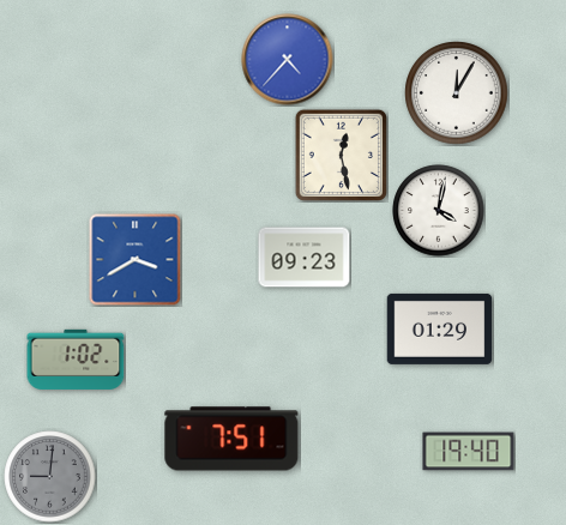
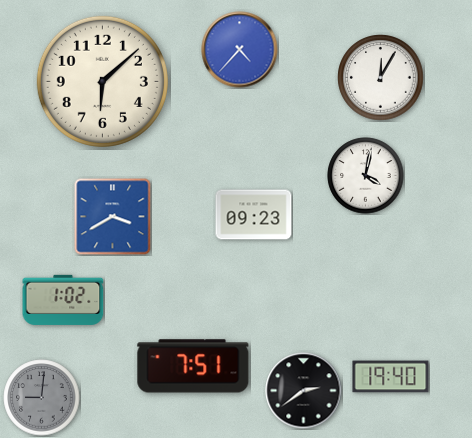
clock at (102, 81): none -> 6:08
clock at (341, 155): 12:28 -> none
clock at (440, 328): 01:29 -> none
clock at (304, 391): none -> 2:39
